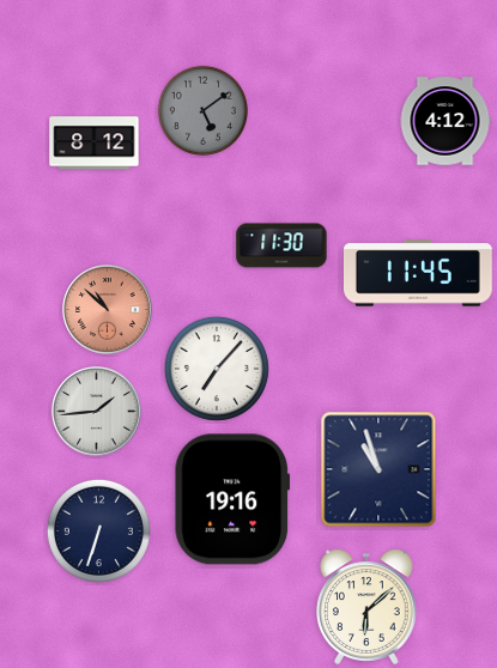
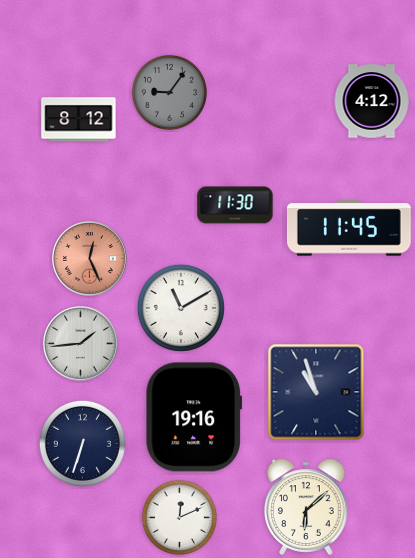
clock at (202, 110): 5:09 -> 9:06
clock at (108, 310): 10:52 -> 12:26
clock at (217, 369): 7:07 -> 11:10
clock at (179, 517): none -> 12:11
